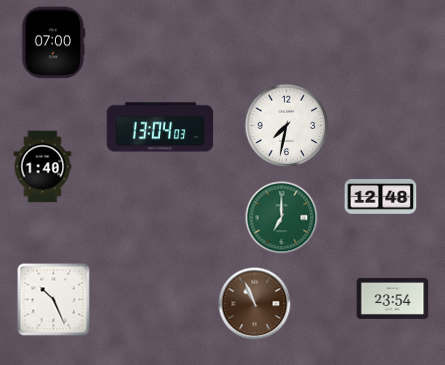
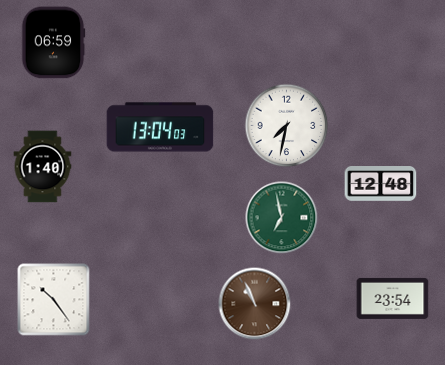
clock at (53, 43): 07:00 -> 06:59
clock at (381, 197) position: (381, 197) -> (381, 184)
clock at (282, 218): 7:00 -> 6:58
clock at (54, 300): 10:26 -> 10:24
